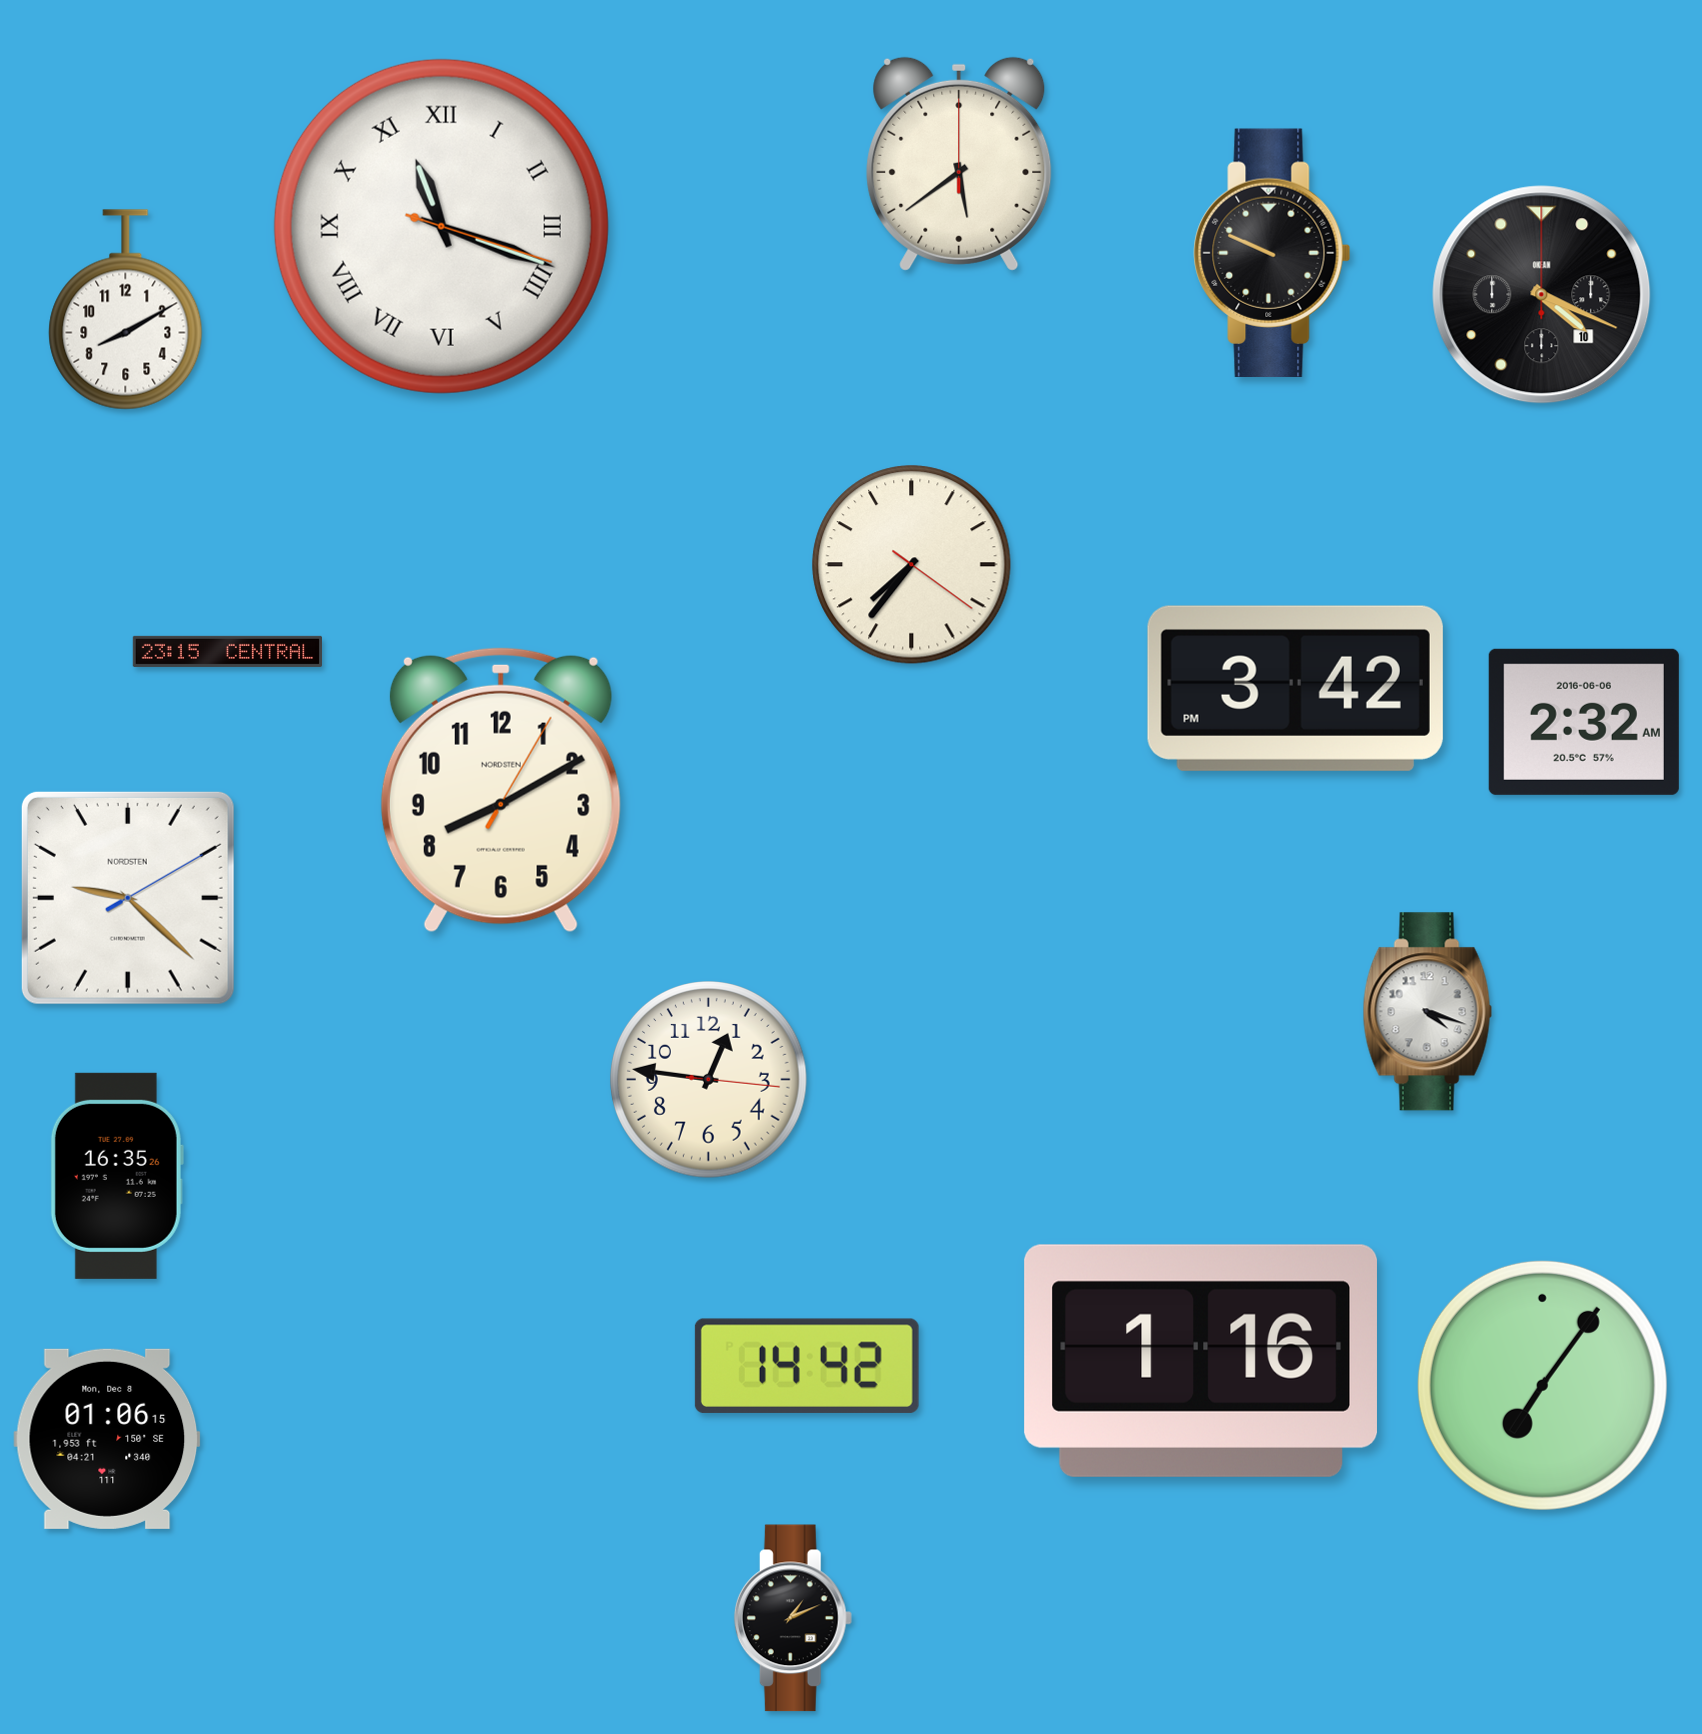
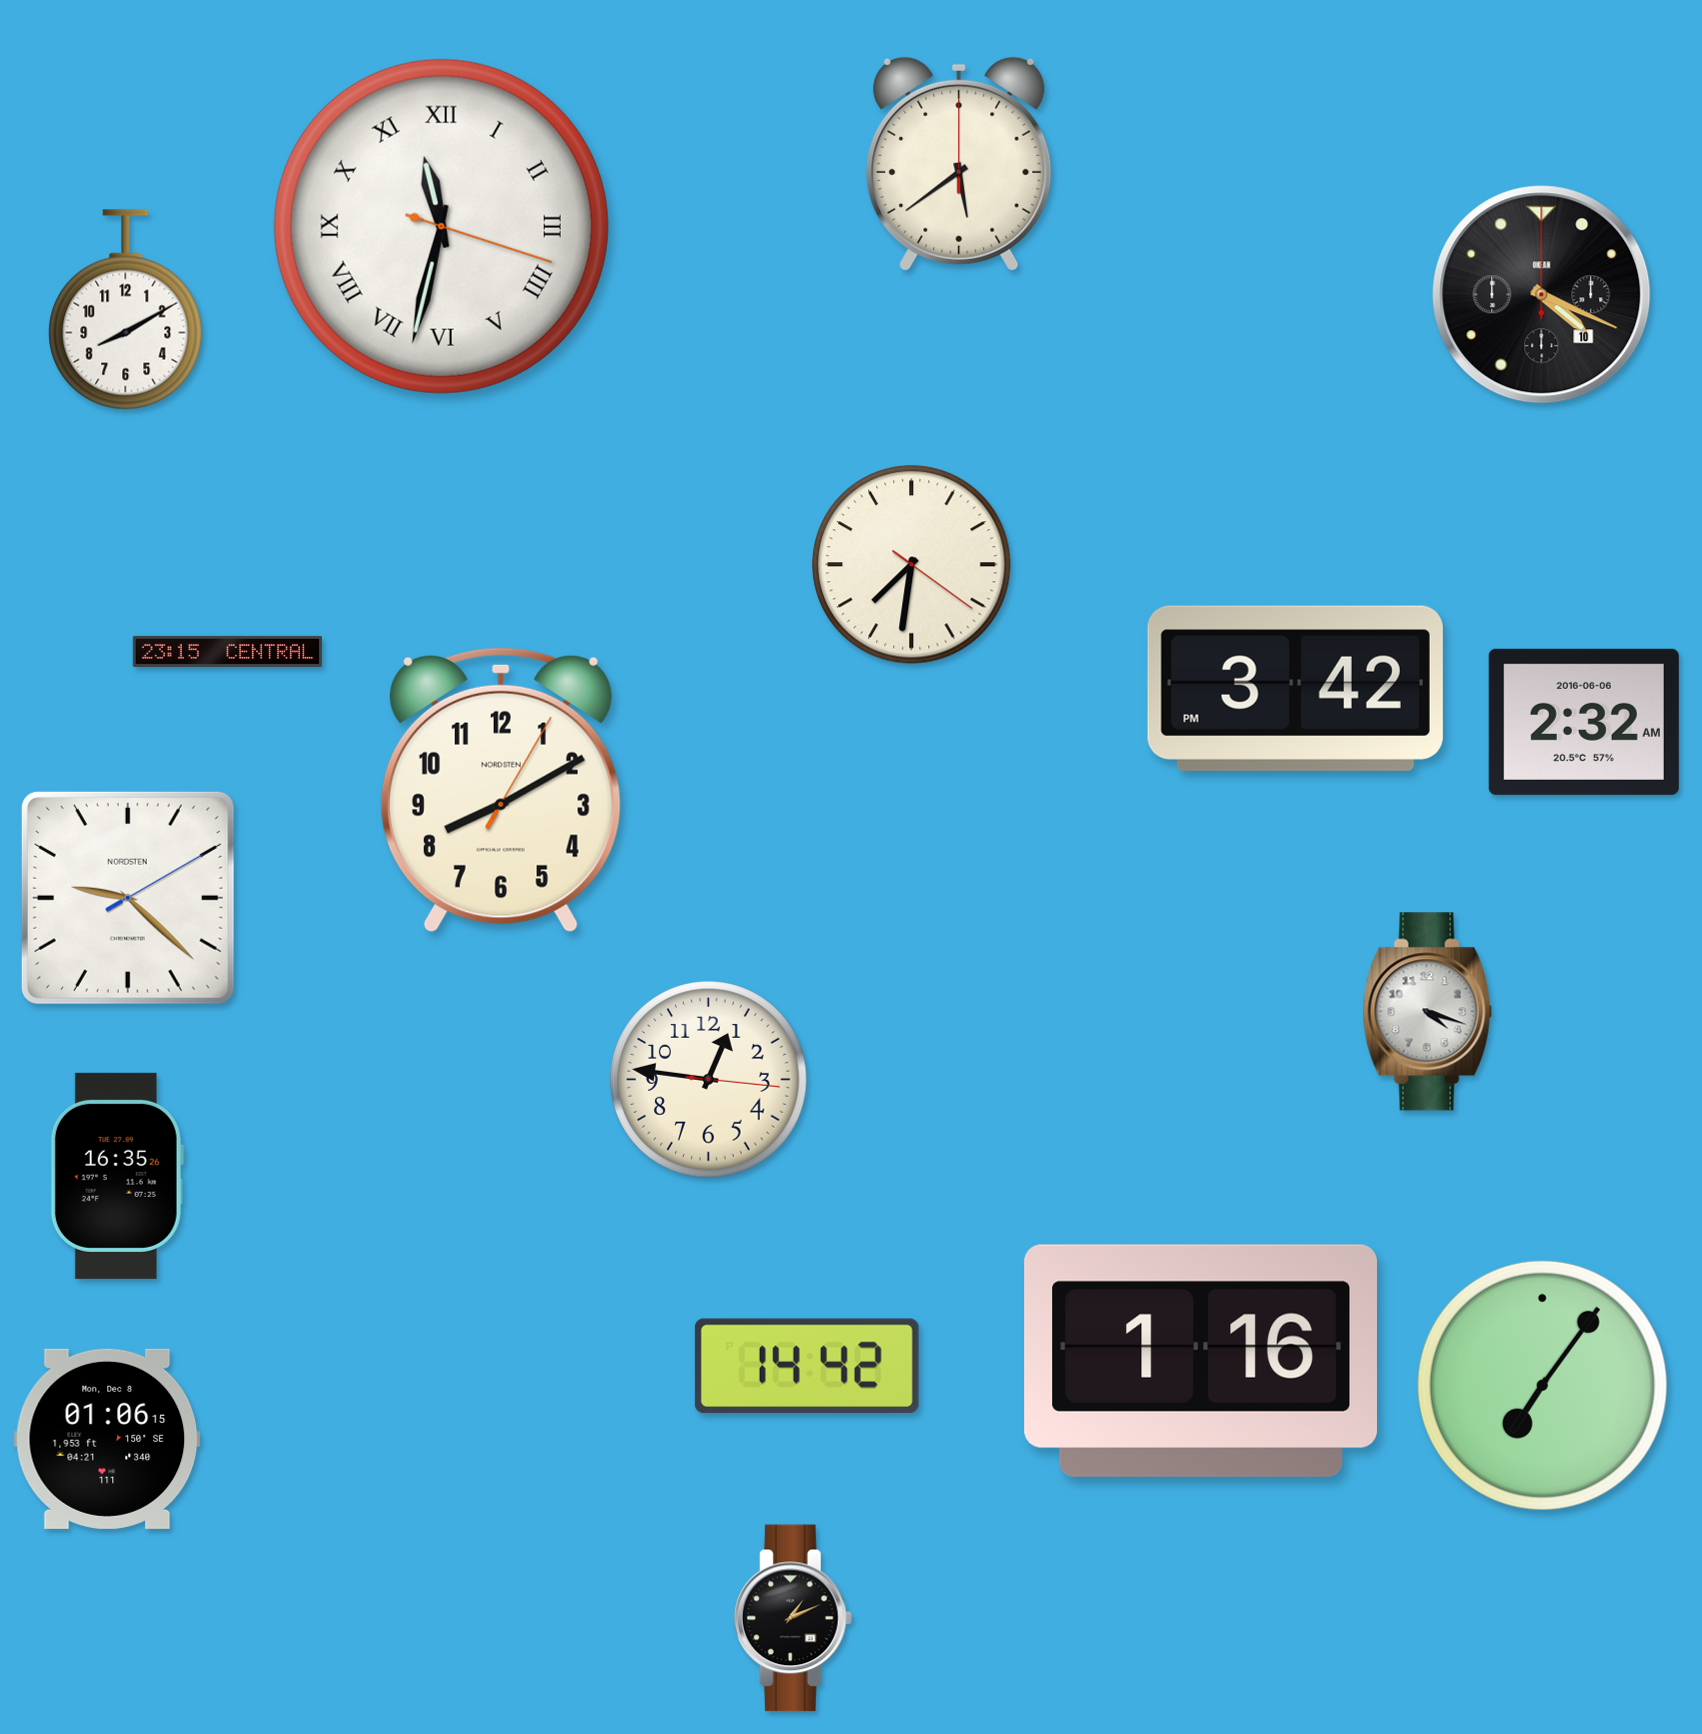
clock at (441, 226): 11:18 -> 11:32
clock at (1272, 252): 9:49 -> none
clock at (912, 565): 7:36 -> 7:31
